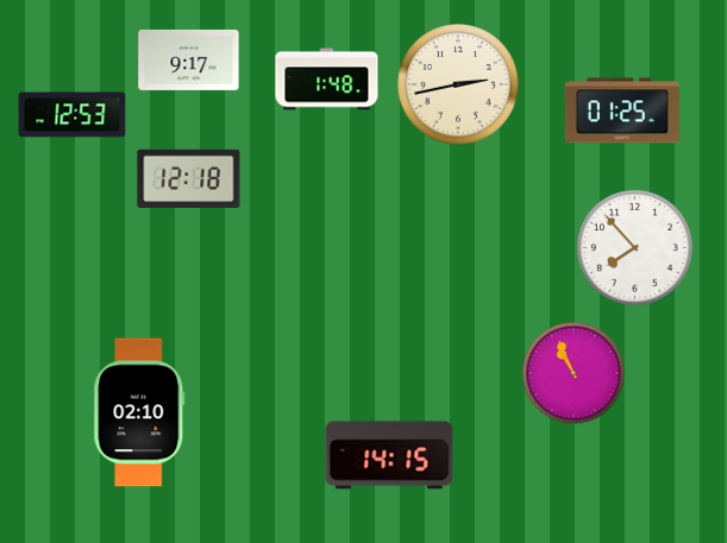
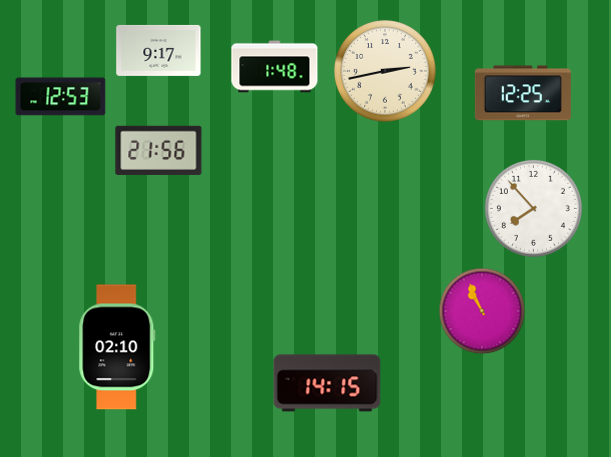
clock at (622, 111): 01:25 -> 12:25
clock at (189, 178): 12:18 -> 21:56
clock at (574, 373) position: (574, 373) -> (482, 311)
